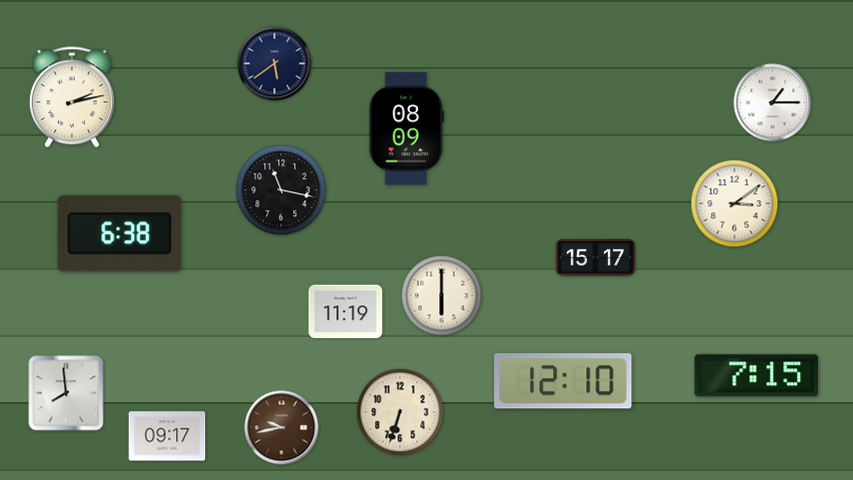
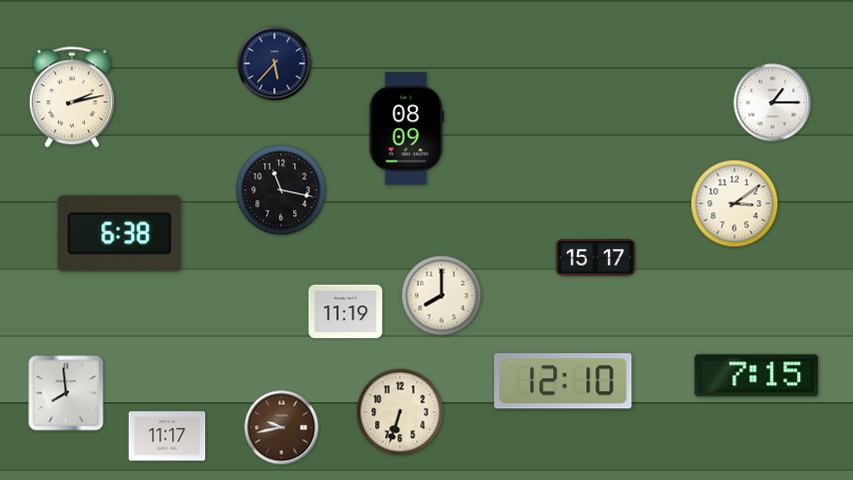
clock at (275, 64): 5:39 -> 5:37
clock at (442, 296): 6:00 -> 8:00
clock at (167, 436): 09:17 -> 11:17
